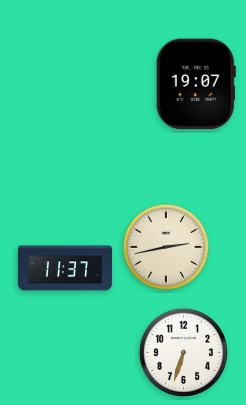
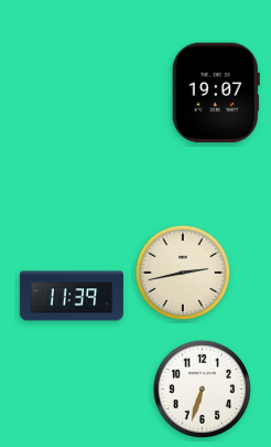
clock at (65, 268): 11:37 -> 11:39
